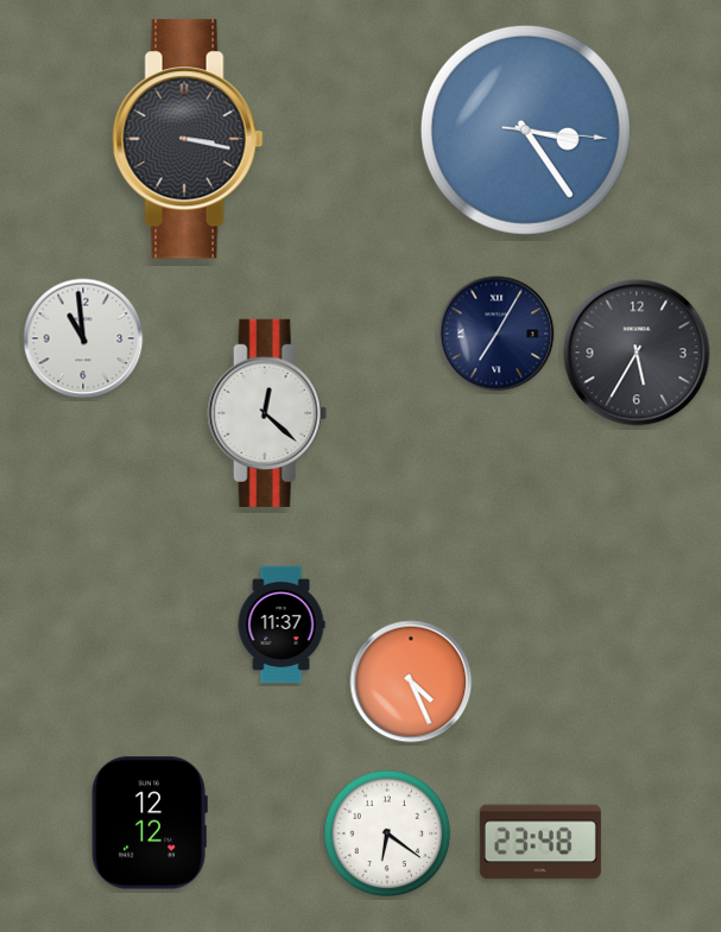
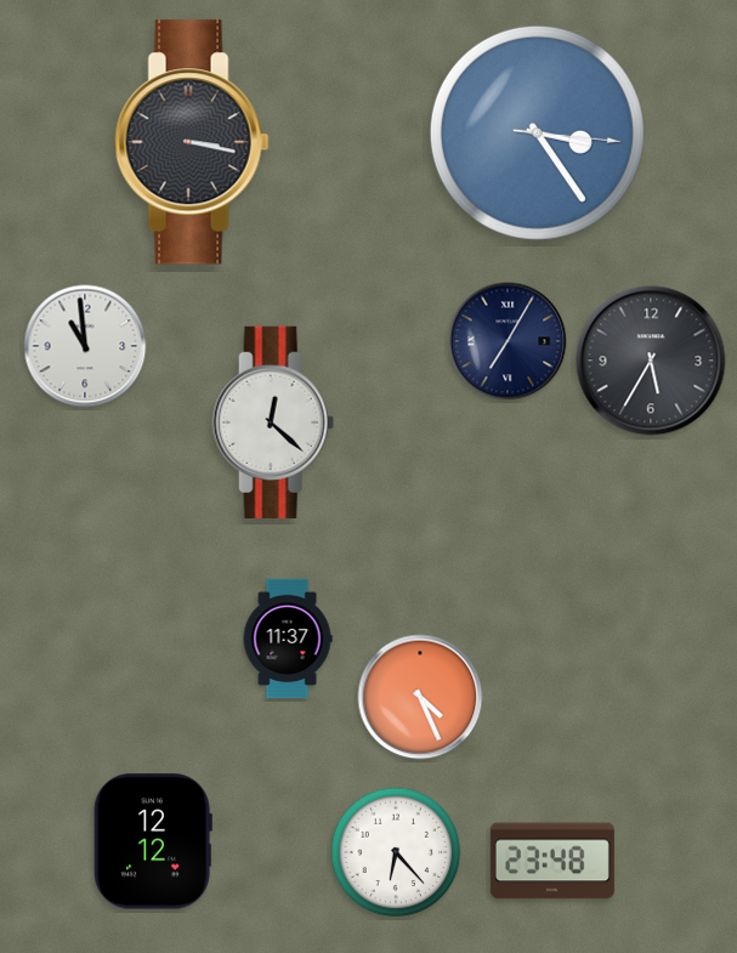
clock at (387, 833): 6:21 -> 6:23
